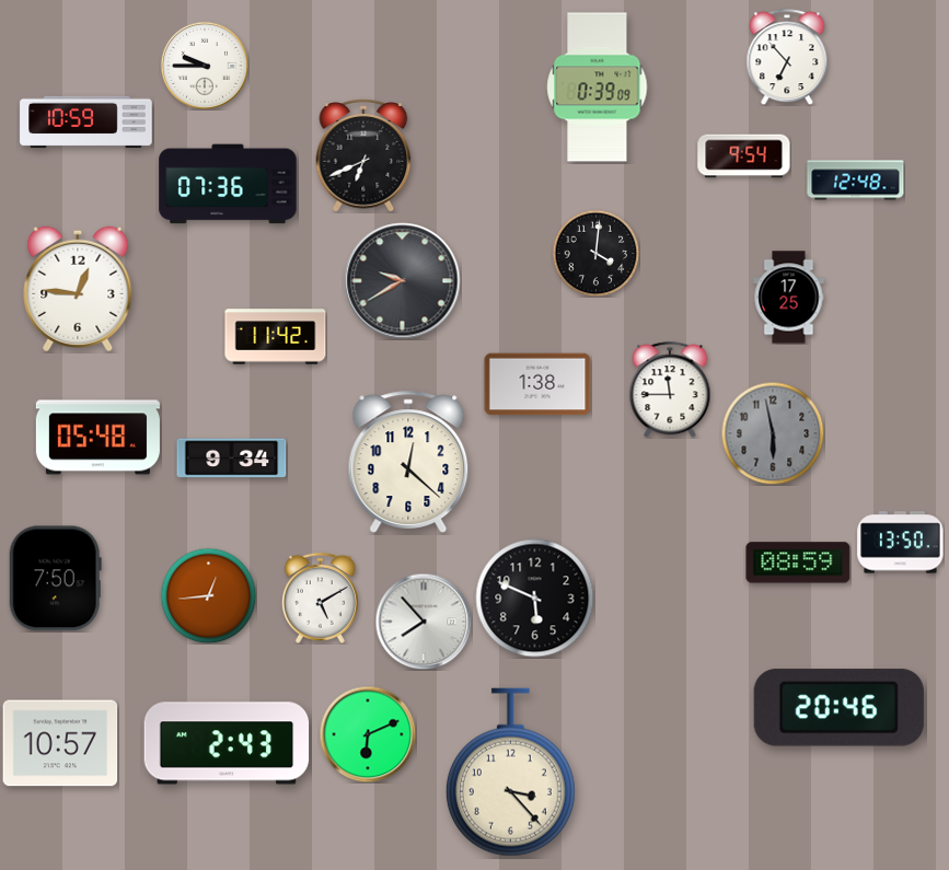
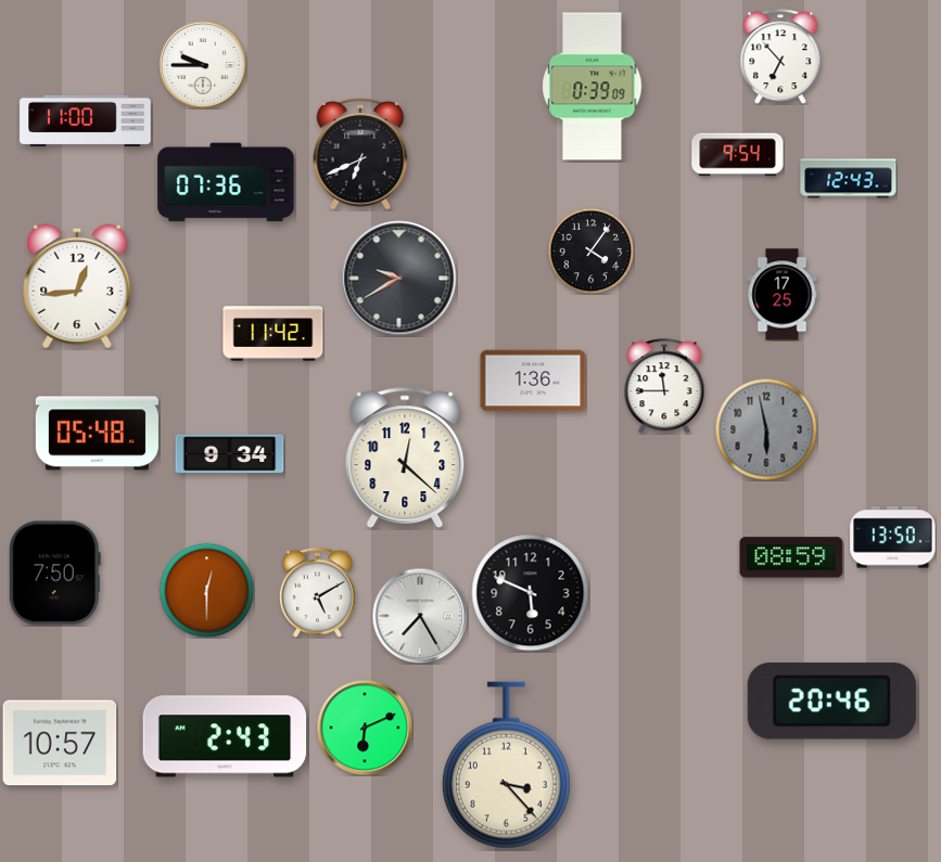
clock at (86, 123): 10:59 -> 11:00
clock at (856, 181): 12:48 -> 12:43
clock at (595, 253): 4:01 -> 4:06
clock at (78, 289): 12:46 -> 12:44
clock at (537, 384): 1:38 -> 1:36
clock at (208, 595): 12:44 -> 12:30
clock at (424, 622): 7:53 -> 7:25
clock at (60, 743) position: (60, 743) -> (60, 743)
